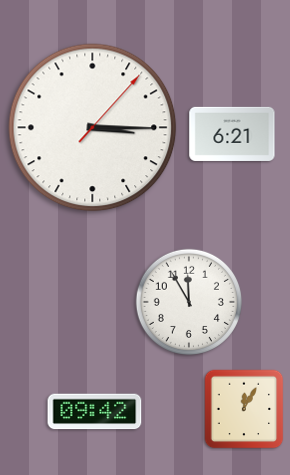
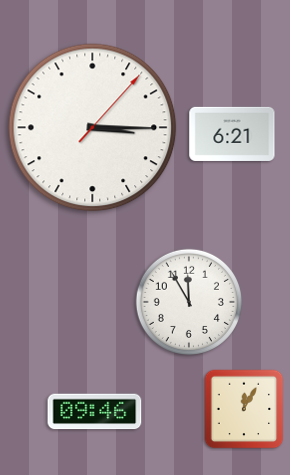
clock at (95, 412): 09:42 -> 09:46
